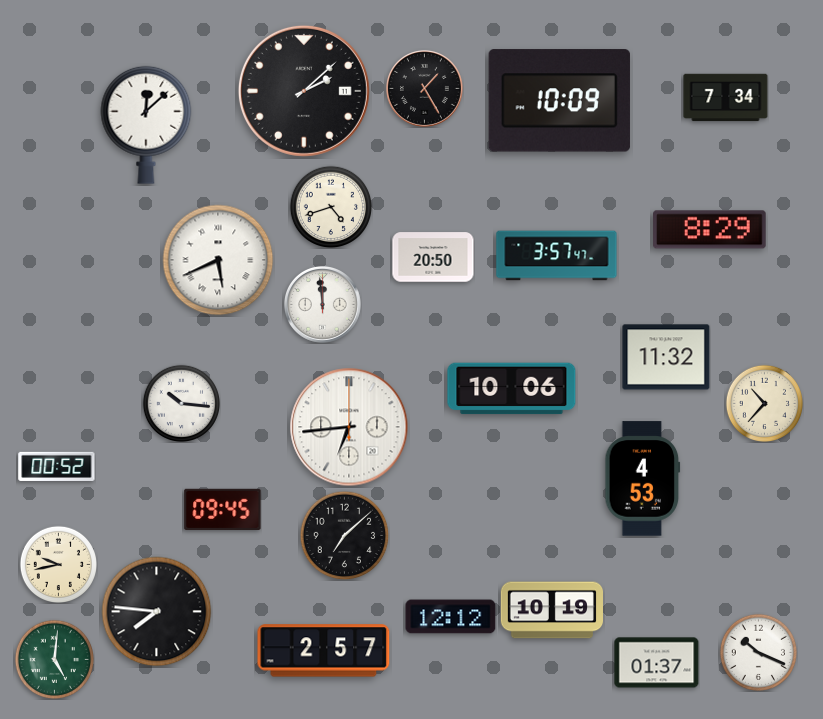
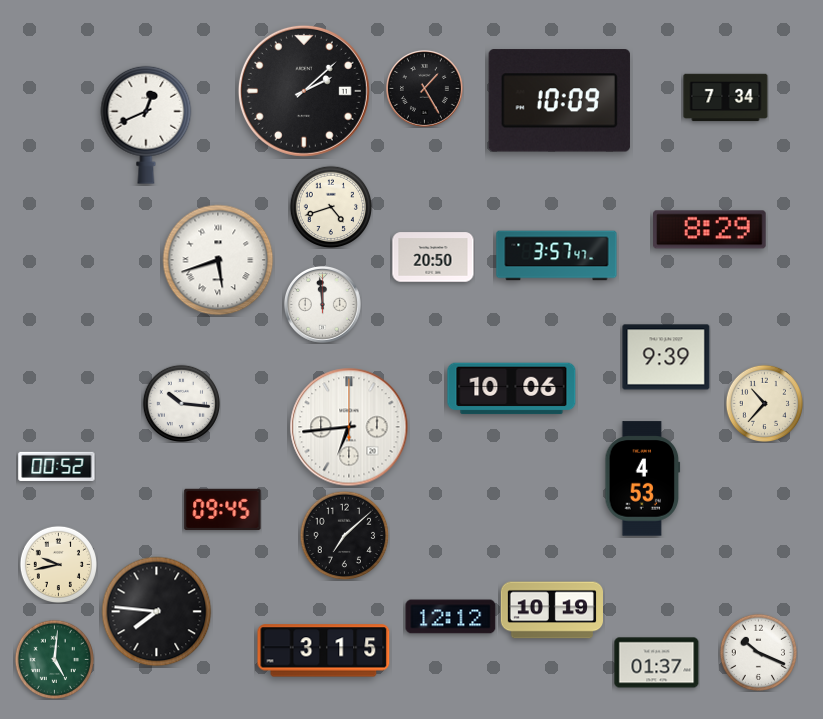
clock at (146, 125): 12:08 -> 12:41
clock at (218, 260): 5:41 -> 5:42
clock at (666, 357): 11:32 -> 9:39
clock at (324, 651): 2:57 -> 3:15
